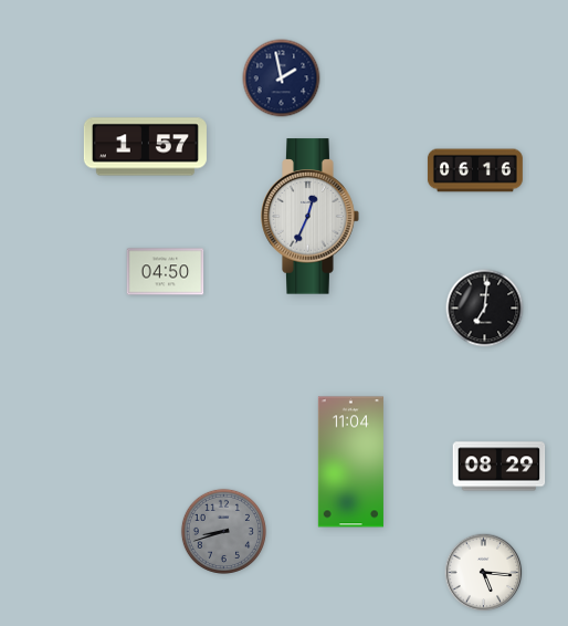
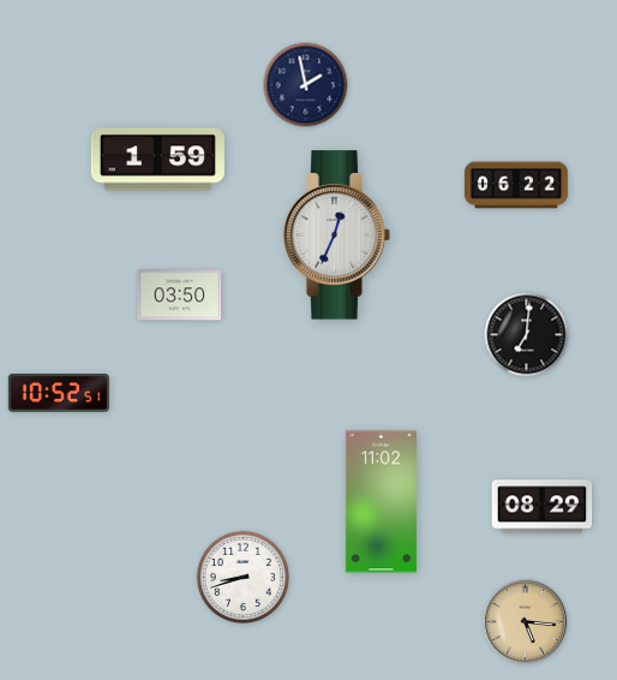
clock at (145, 147): 1:57 -> 1:59
clock at (475, 170): 06:16 -> 06:22
clock at (166, 272): 04:50 -> 03:50
clock at (58, 393): none -> 10:52
clock at (350, 462): 11:04 -> 11:02
clock at (223, 531) dial: grey -> white
clock at (484, 573) dial: white -> champagne
